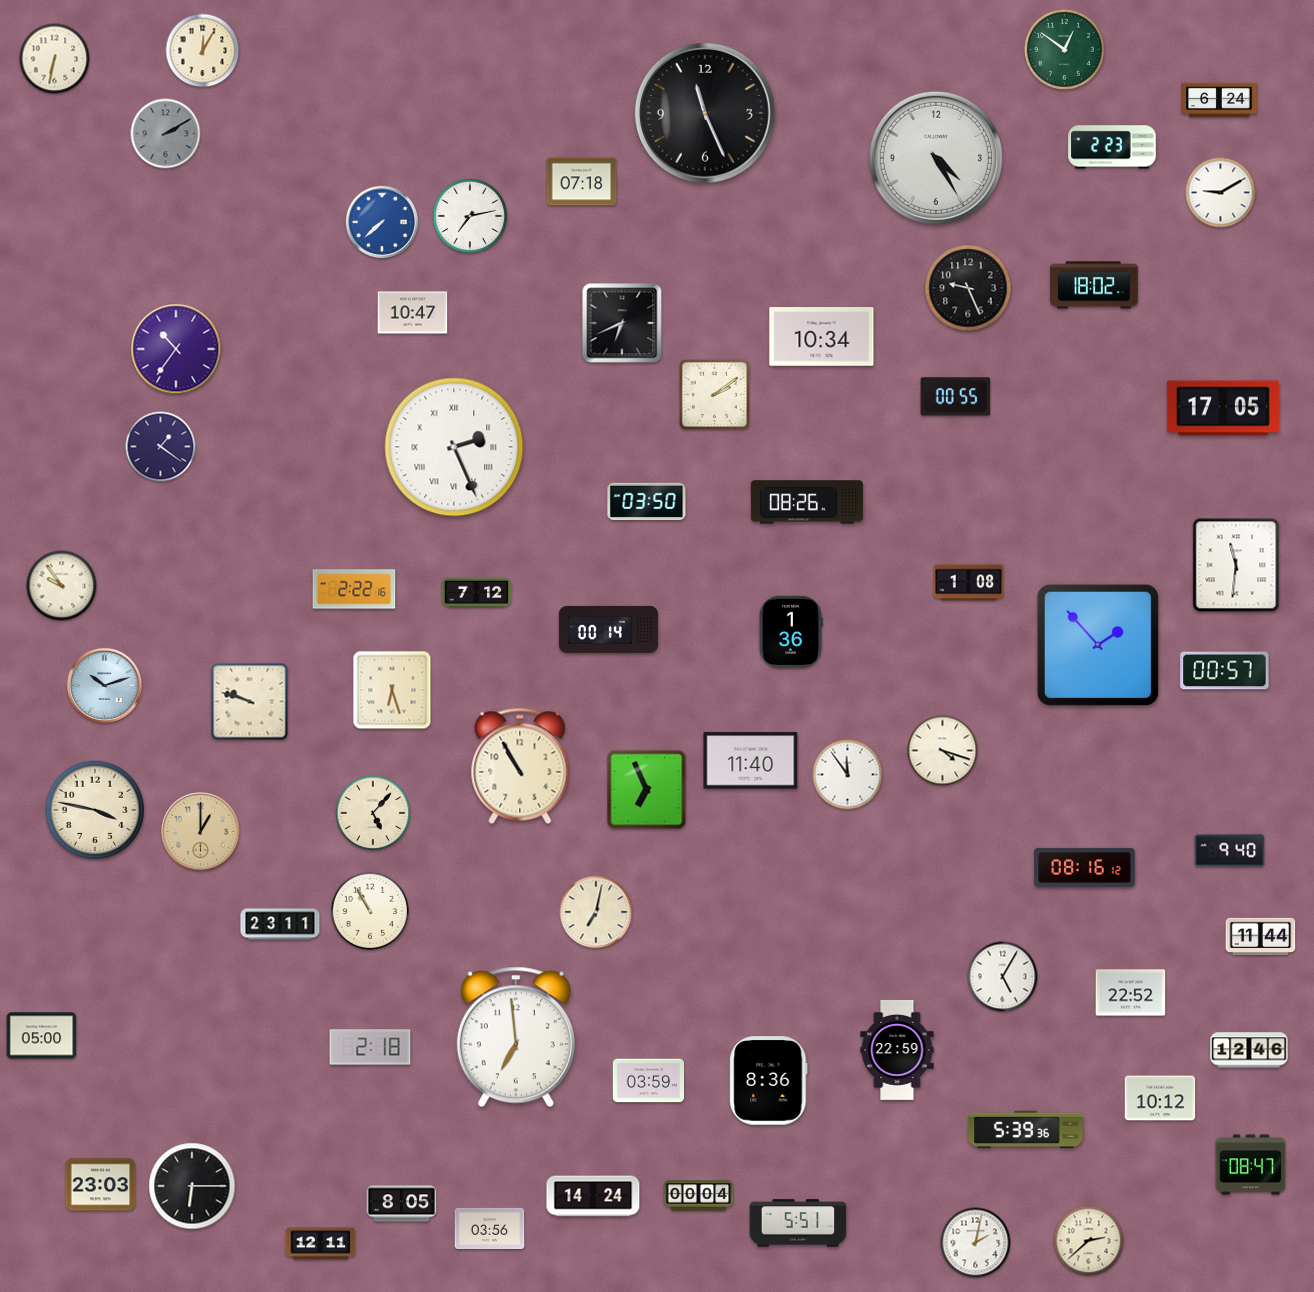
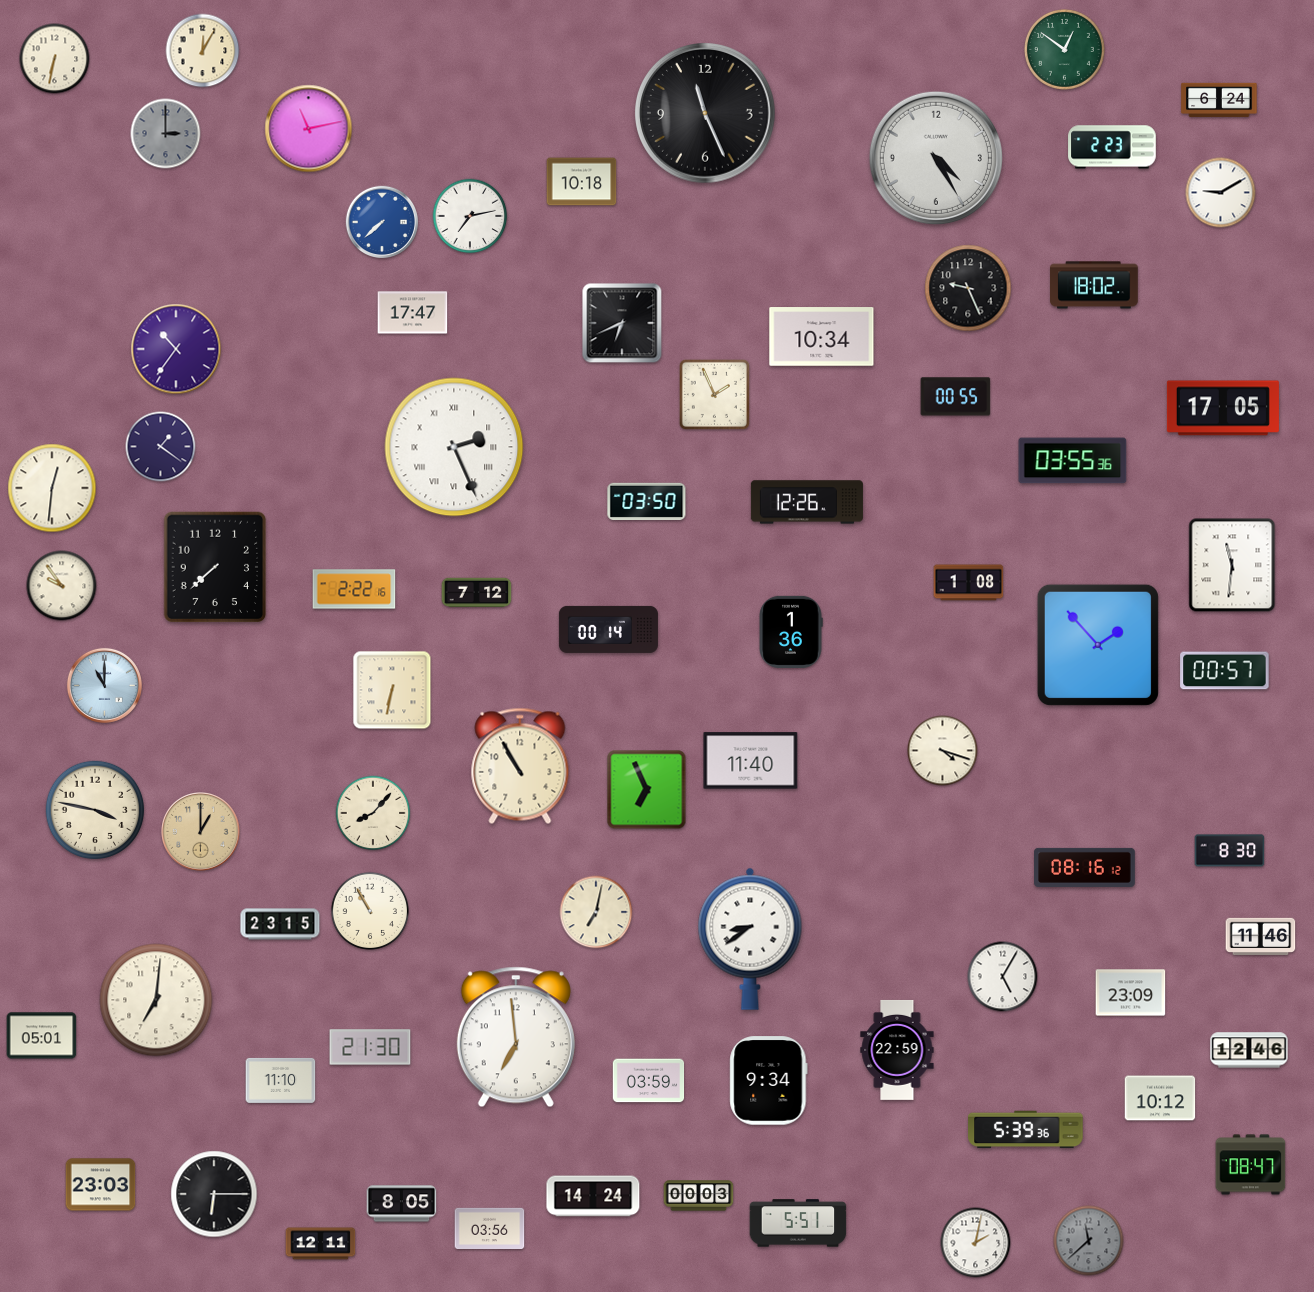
clock at (309, 129): none -> 11:13
clock at (166, 134): 2:10 -> 3:00
clock at (582, 182): 07:18 -> 10:18
clock at (413, 313): 10:47 -> 17:47
clock at (714, 394): 2:09 -> 1:56
clock at (1073, 461): none -> 03:55
clock at (52, 488): none -> 12:31
clock at (807, 502): 08:26 -> 12:26
clock at (1236, 565) position: (1236, 565) -> (1232, 565)
clock at (215, 567): none -> 7:38
clock at (104, 685): 10:12 -> 11:00
clock at (392, 690): 6:27 -> 6:32
clock at (250, 702): 9:48 -> none
clock at (848, 775): 11:54 -> none
clock at (373, 813): 5:07 -> 8:07
clock at (1230, 851): 9:40 -> 8:30
clock at (280, 924): 23:11 -> 23:15
clock at (1261, 936): 11:44 -> 11:46
clock at (750, 939): none -> 8:39
clock at (1131, 993): 22:52 -> 23:09
clock at (156, 1000): none -> 7:01
clock at (42, 1036): 05:00 -> 05:01
clock at (370, 1047): 2:18 -> 21:30
clock at (281, 1080): none -> 11:10
clock at (769, 1081): 8:36 -> 9:34
clock at (192, 1186) position: (192, 1186) -> (214, 1194)
clock at (699, 1196): 00:04 -> 00:03
clock at (1089, 1241): 2:38 -> 11:38
clock at (1089, 1241) dial: cream -> grey
